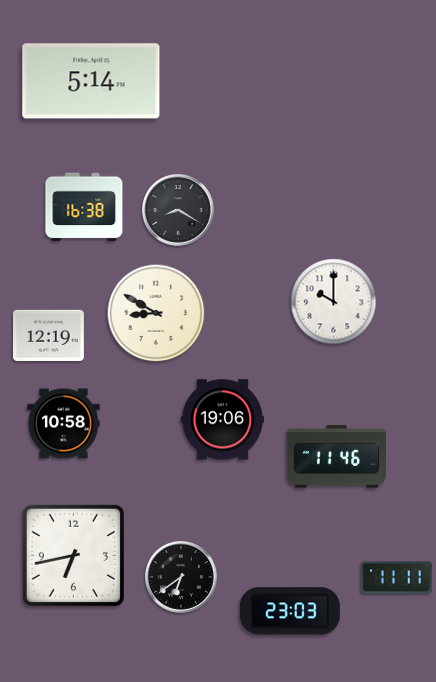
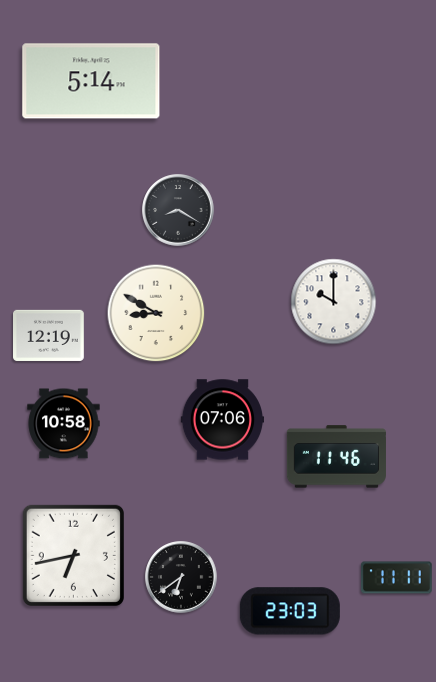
clock at (84, 207): 16:38 -> none
clock at (222, 420): 19:06 -> 07:06
